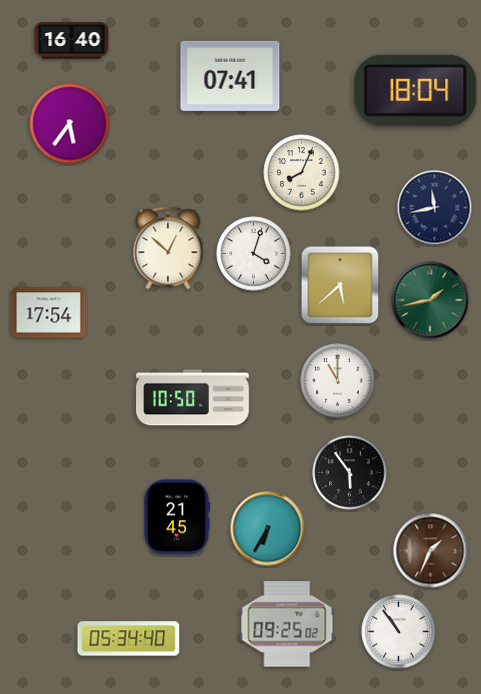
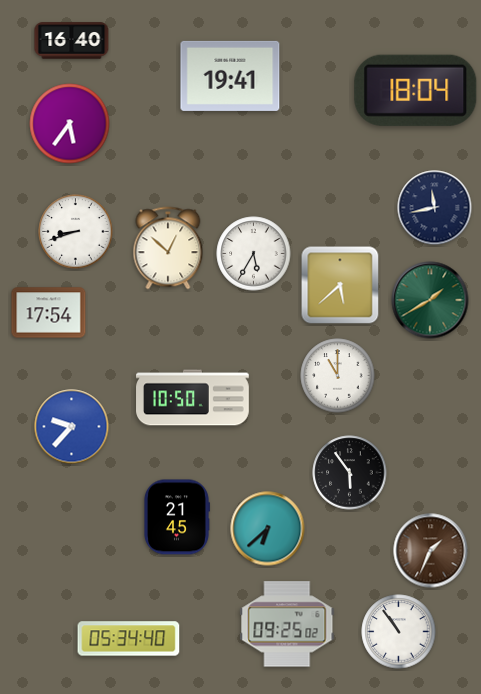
clock at (230, 76): 07:41 -> 19:41
clock at (302, 173): 8:04 -> none
clock at (76, 232): none -> 8:42
clock at (254, 254): 4:03 -> 5:35
clock at (430, 300): 1:43 -> 1:40
clock at (338, 381) position: (338, 381) -> (338, 376)
clock at (72, 427): none -> 9:37
clock at (268, 529): 6:35 -> 6:38
